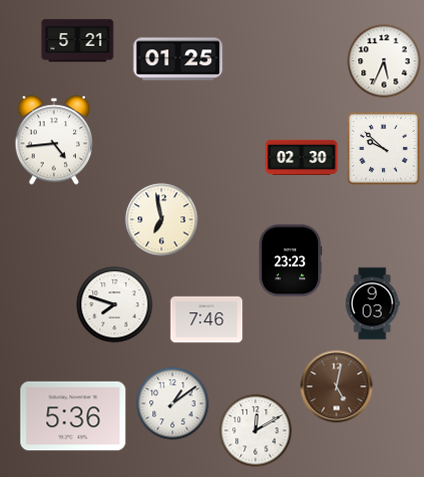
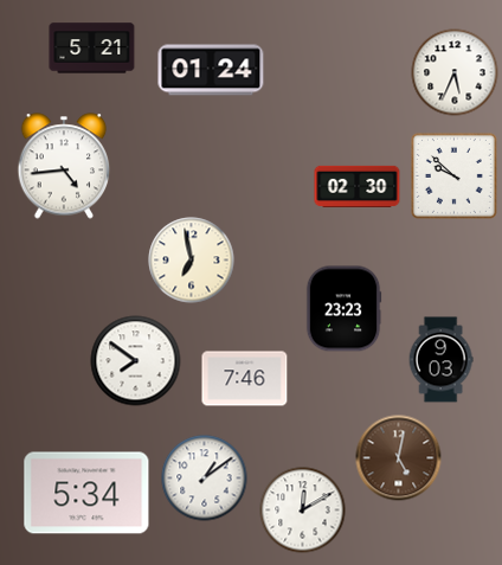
clock at (178, 59): 01:25 -> 01:24
clock at (115, 305): 7:48 -> 7:51
clock at (73, 416): 5:36 -> 5:34
